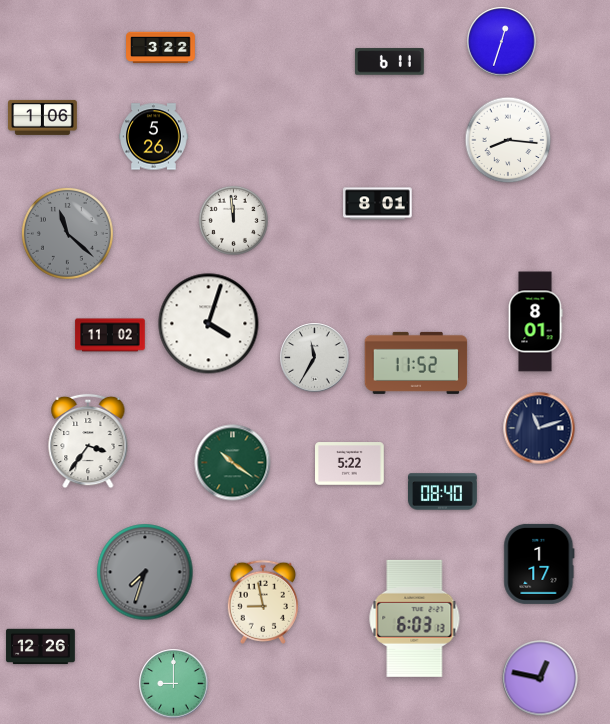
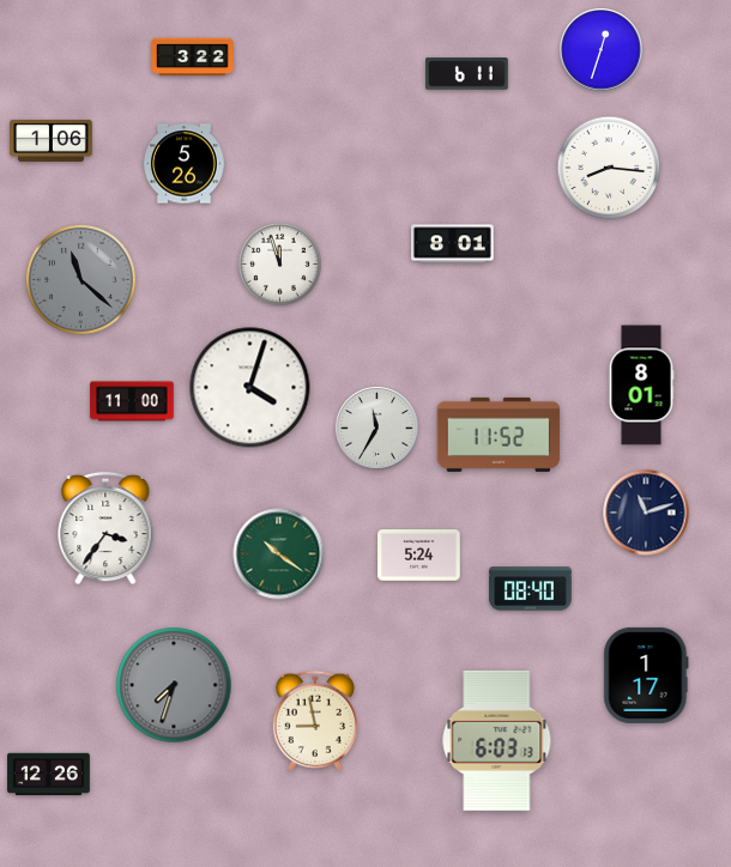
clock at (233, 220): 11:59 -> 11:57
clock at (110, 335): 11:02 -> 11:00
clock at (350, 464): 5:22 -> 5:24
clock at (540, 678): 12:47 -> none
clock at (174, 684): 9:00 -> none
